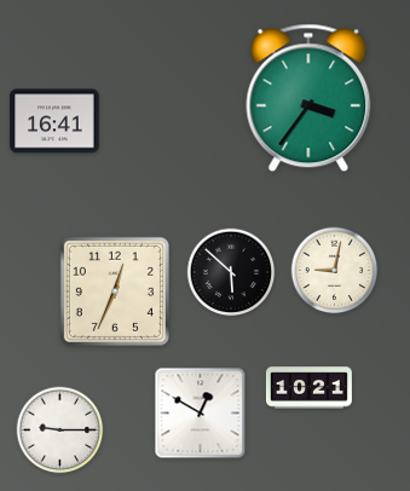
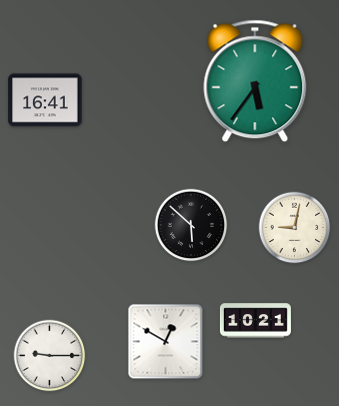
clock at (308, 98): 3:36 -> 5:36
clock at (335, 271) position: (335, 271) -> (295, 228)
clock at (115, 291): 12:34 -> none
